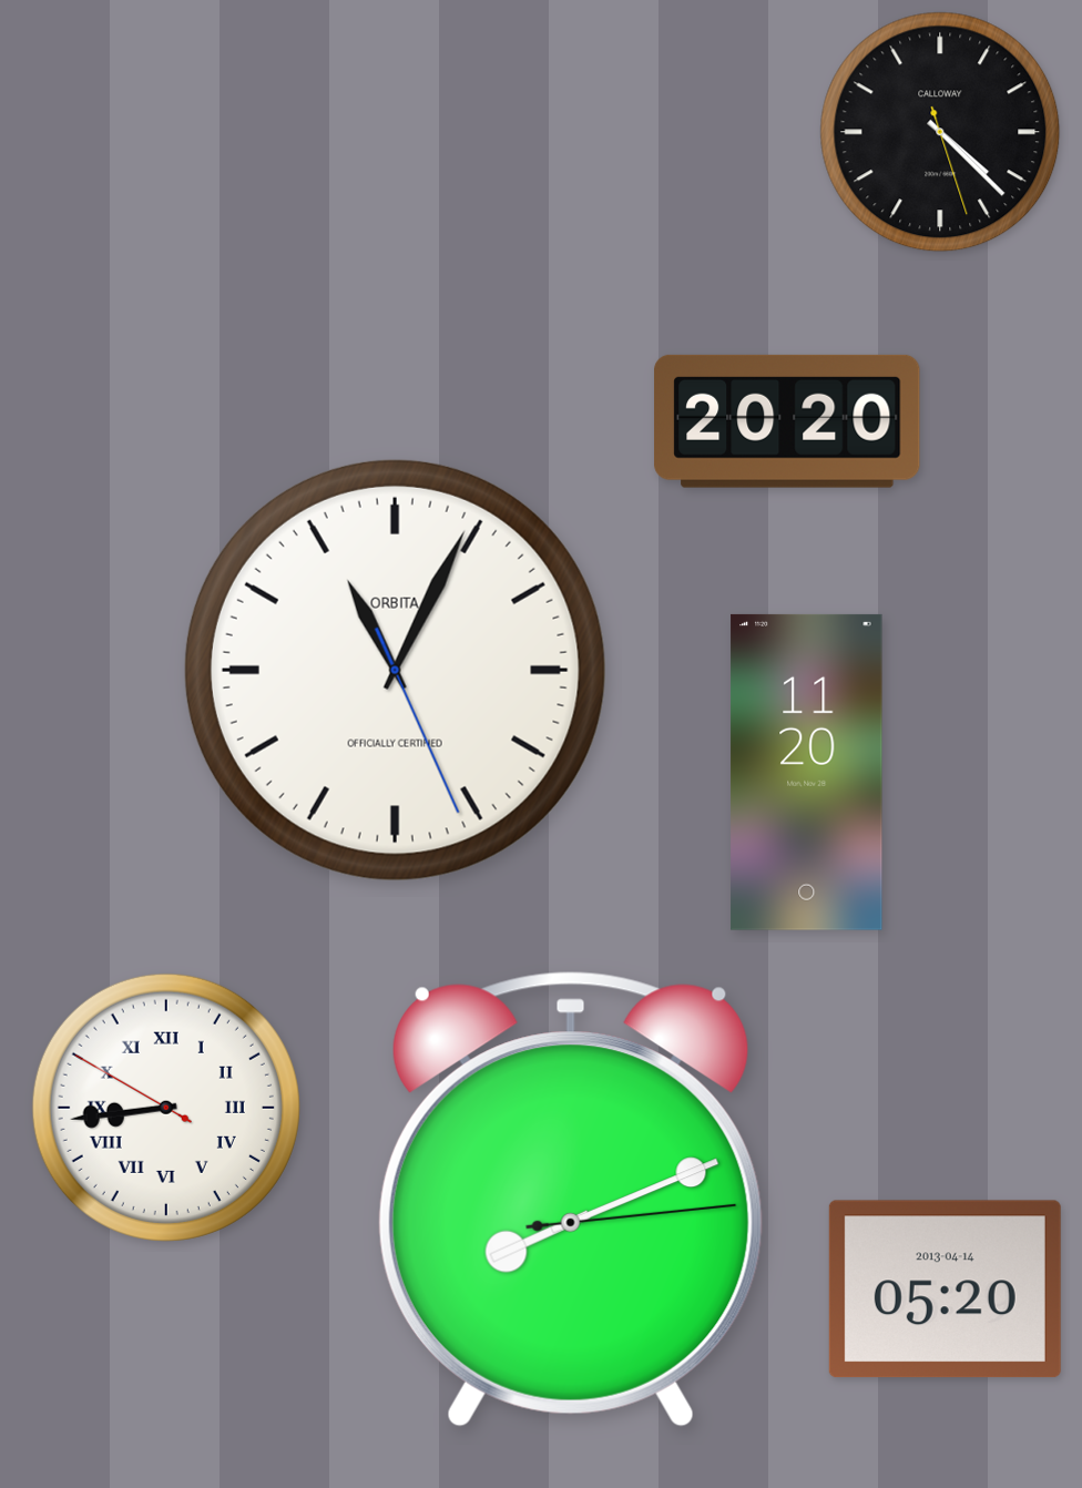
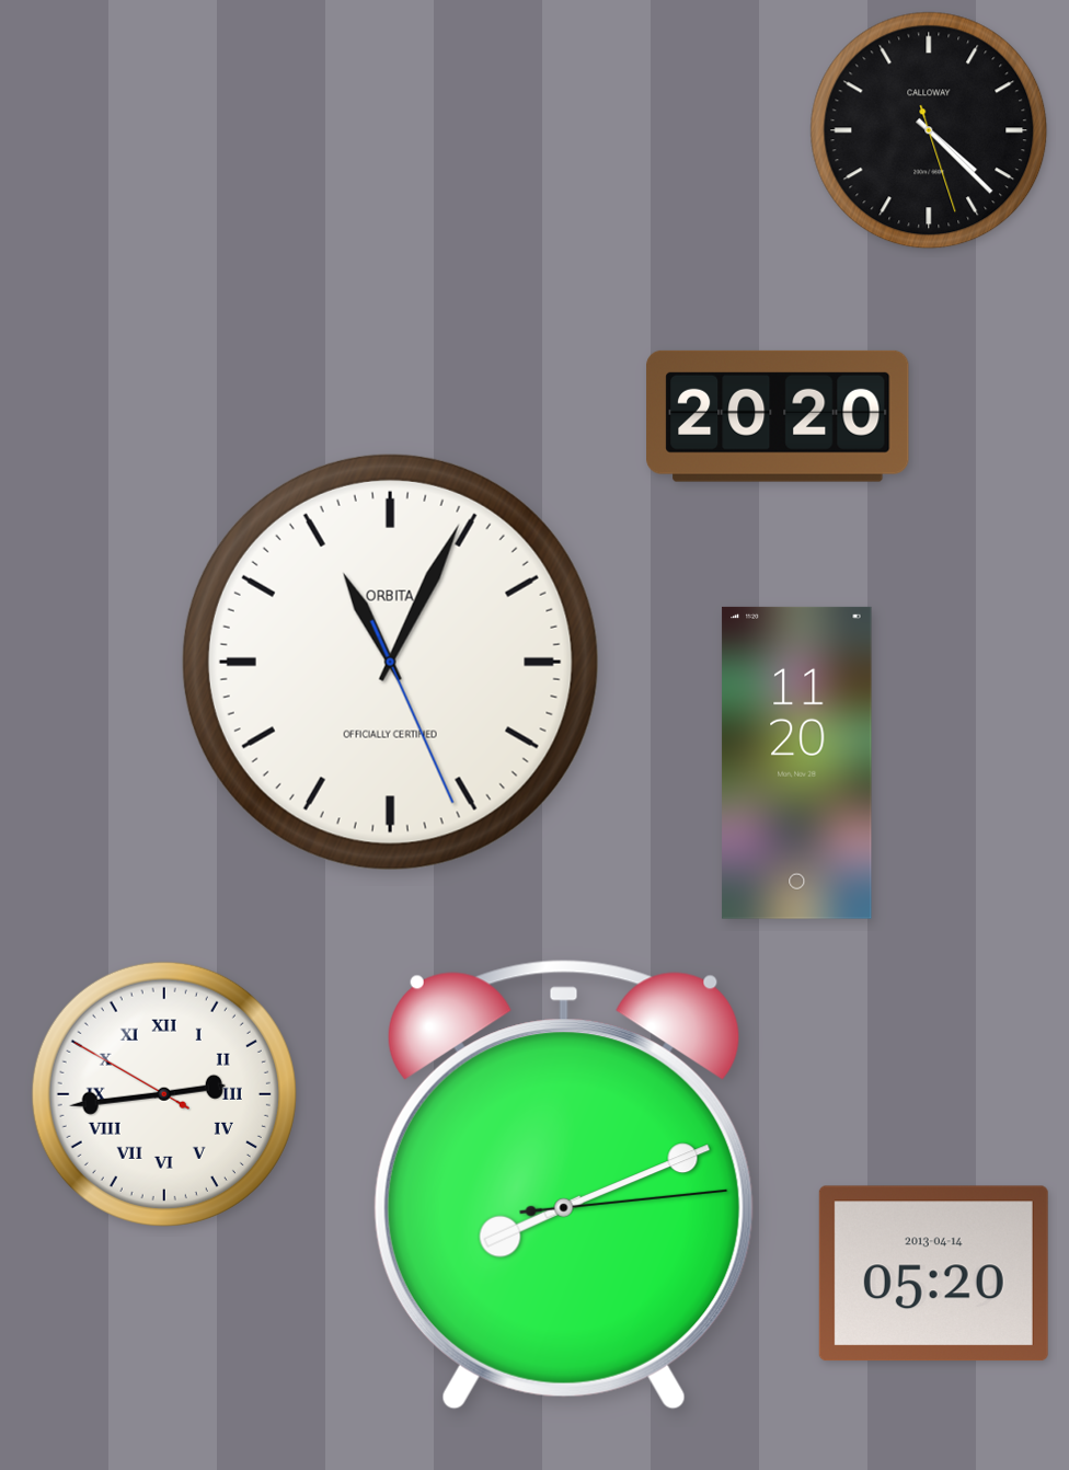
clock at (166, 1108): 8:43 -> 2:43
